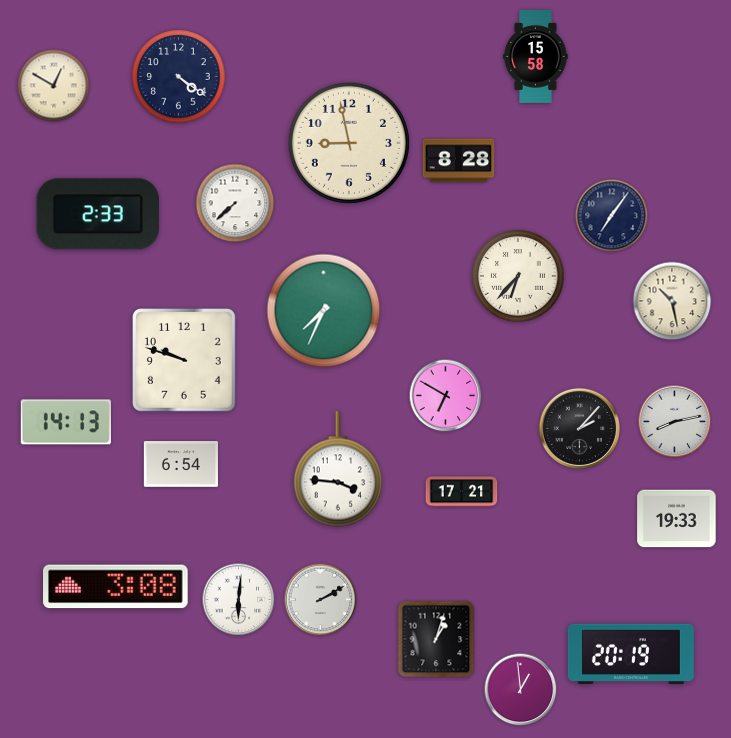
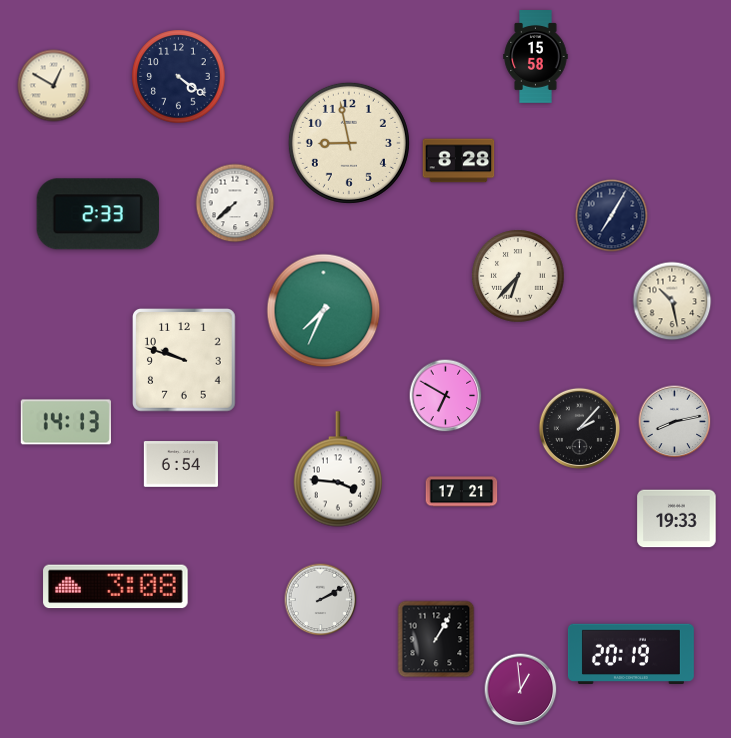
clock at (612, 216): 7:06 -> 7:05
clock at (239, 600): 6:01 -> none
clock at (436, 639): 1:03 -> 1:05
